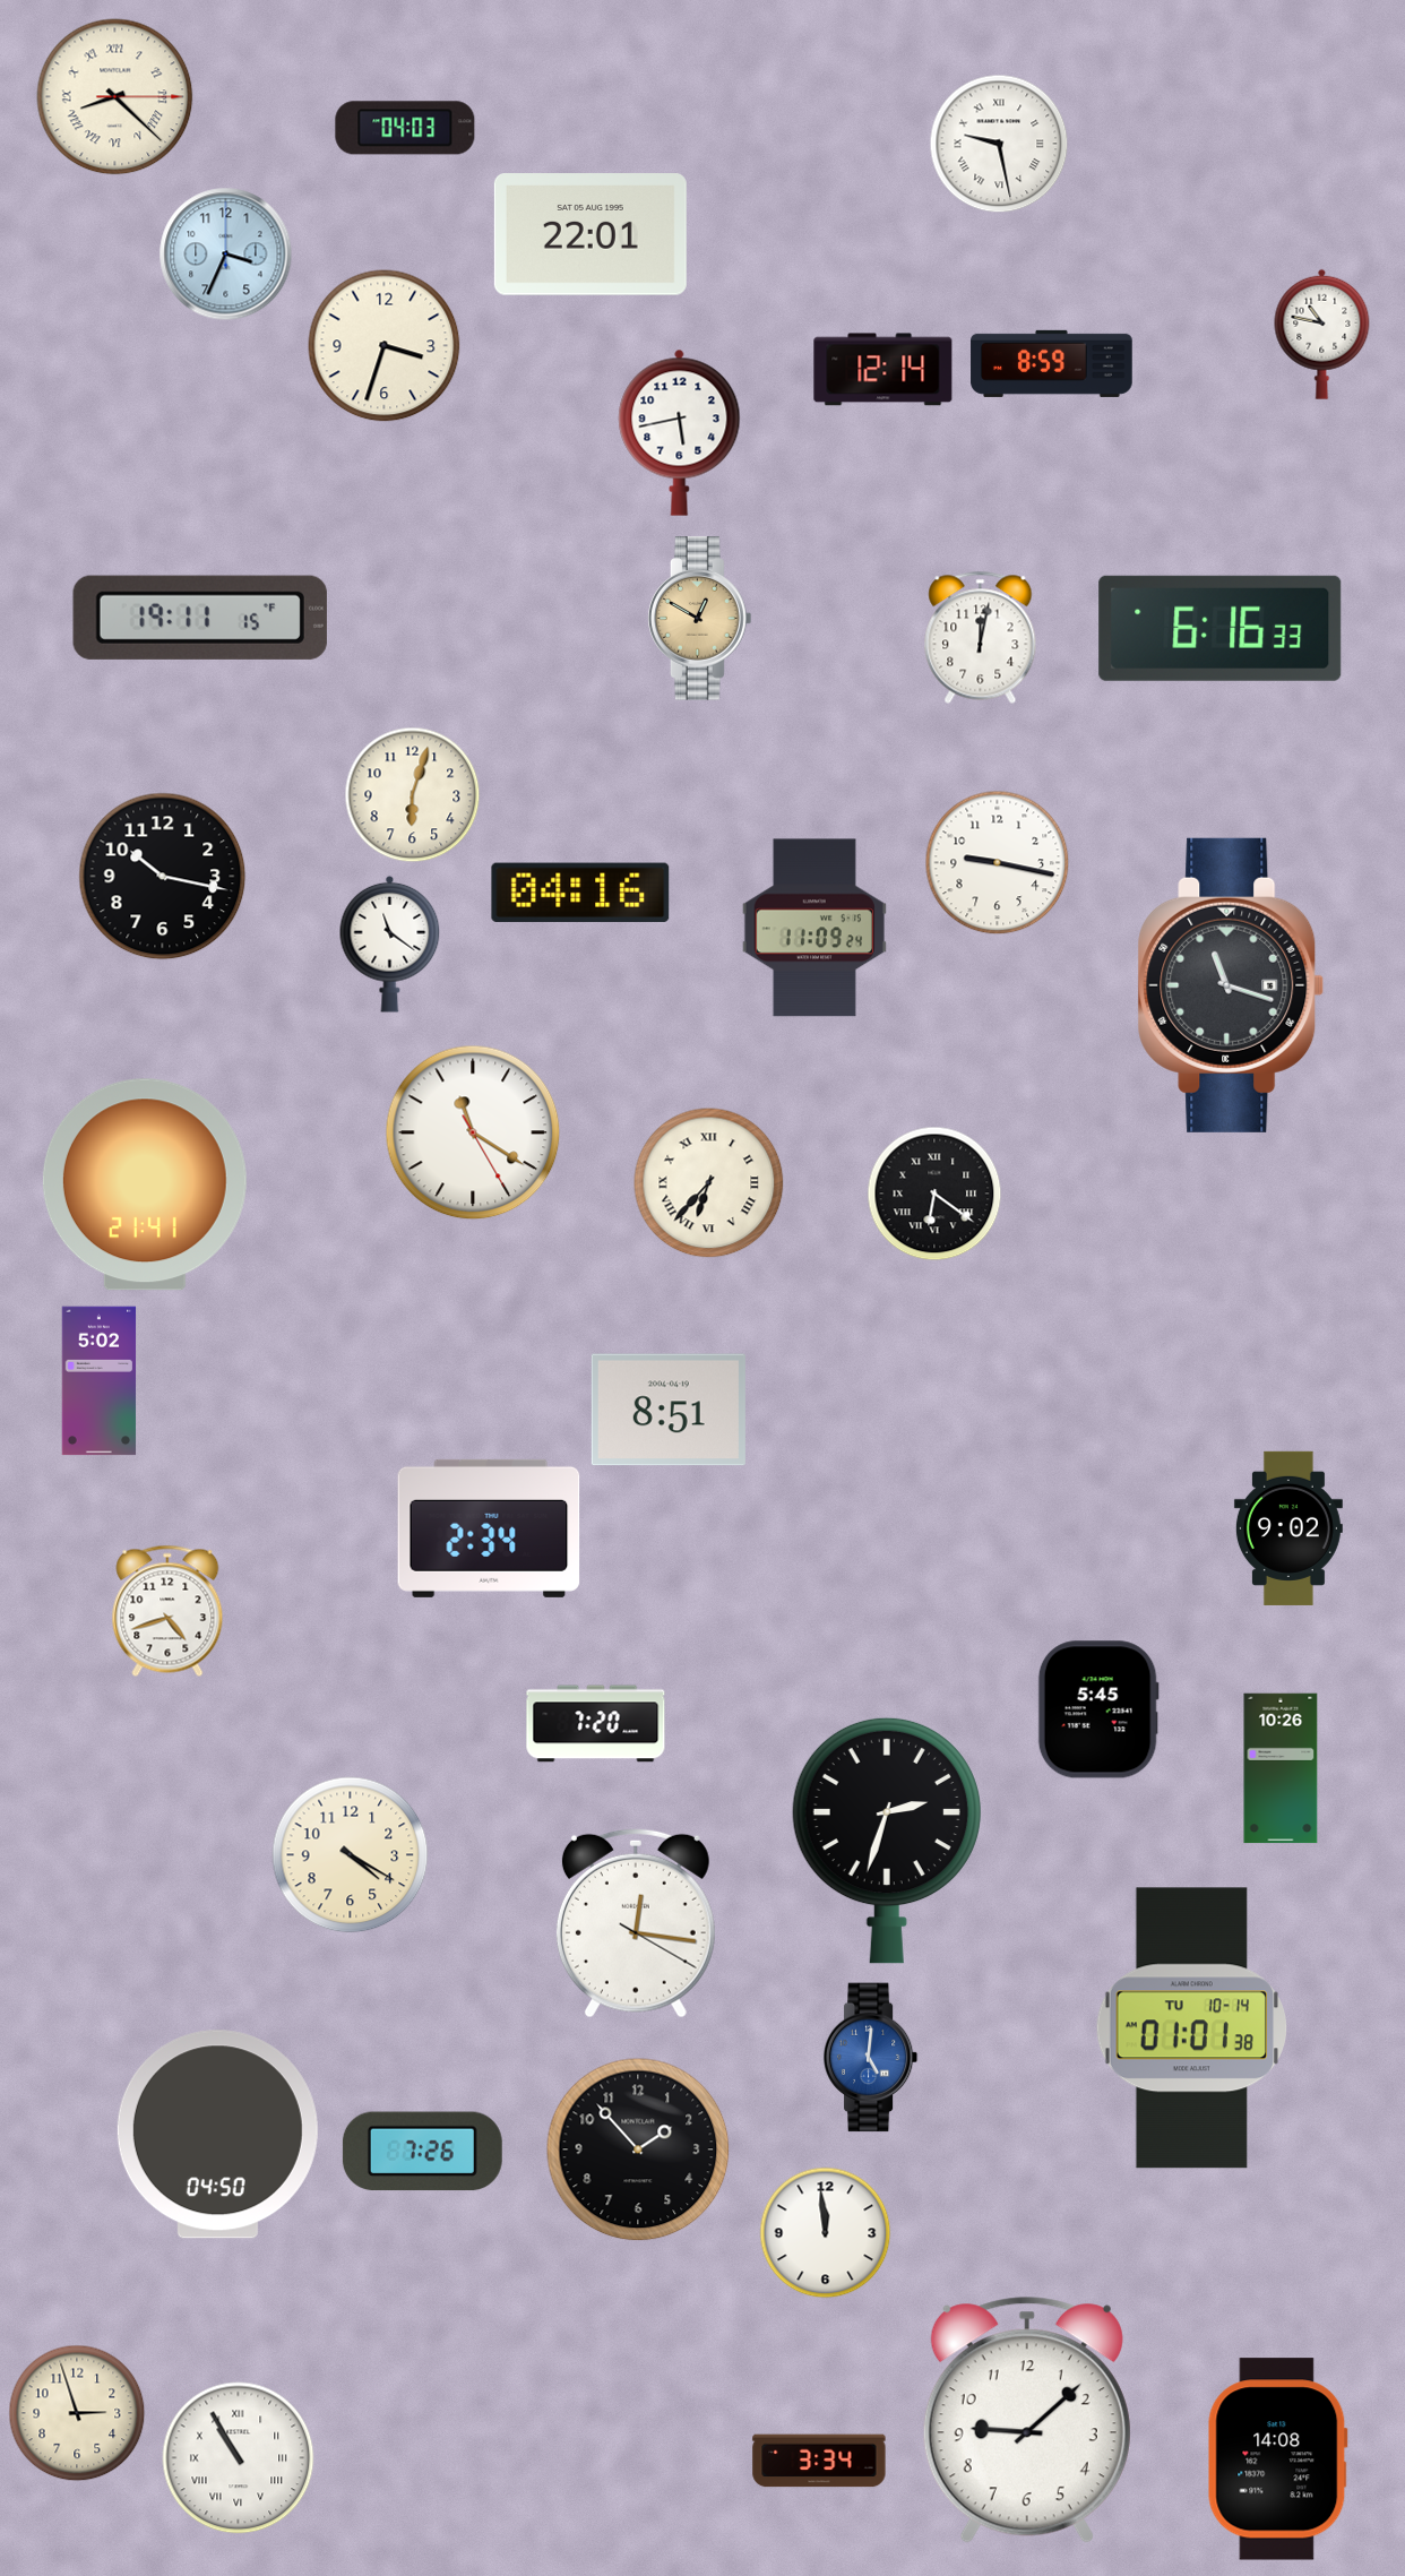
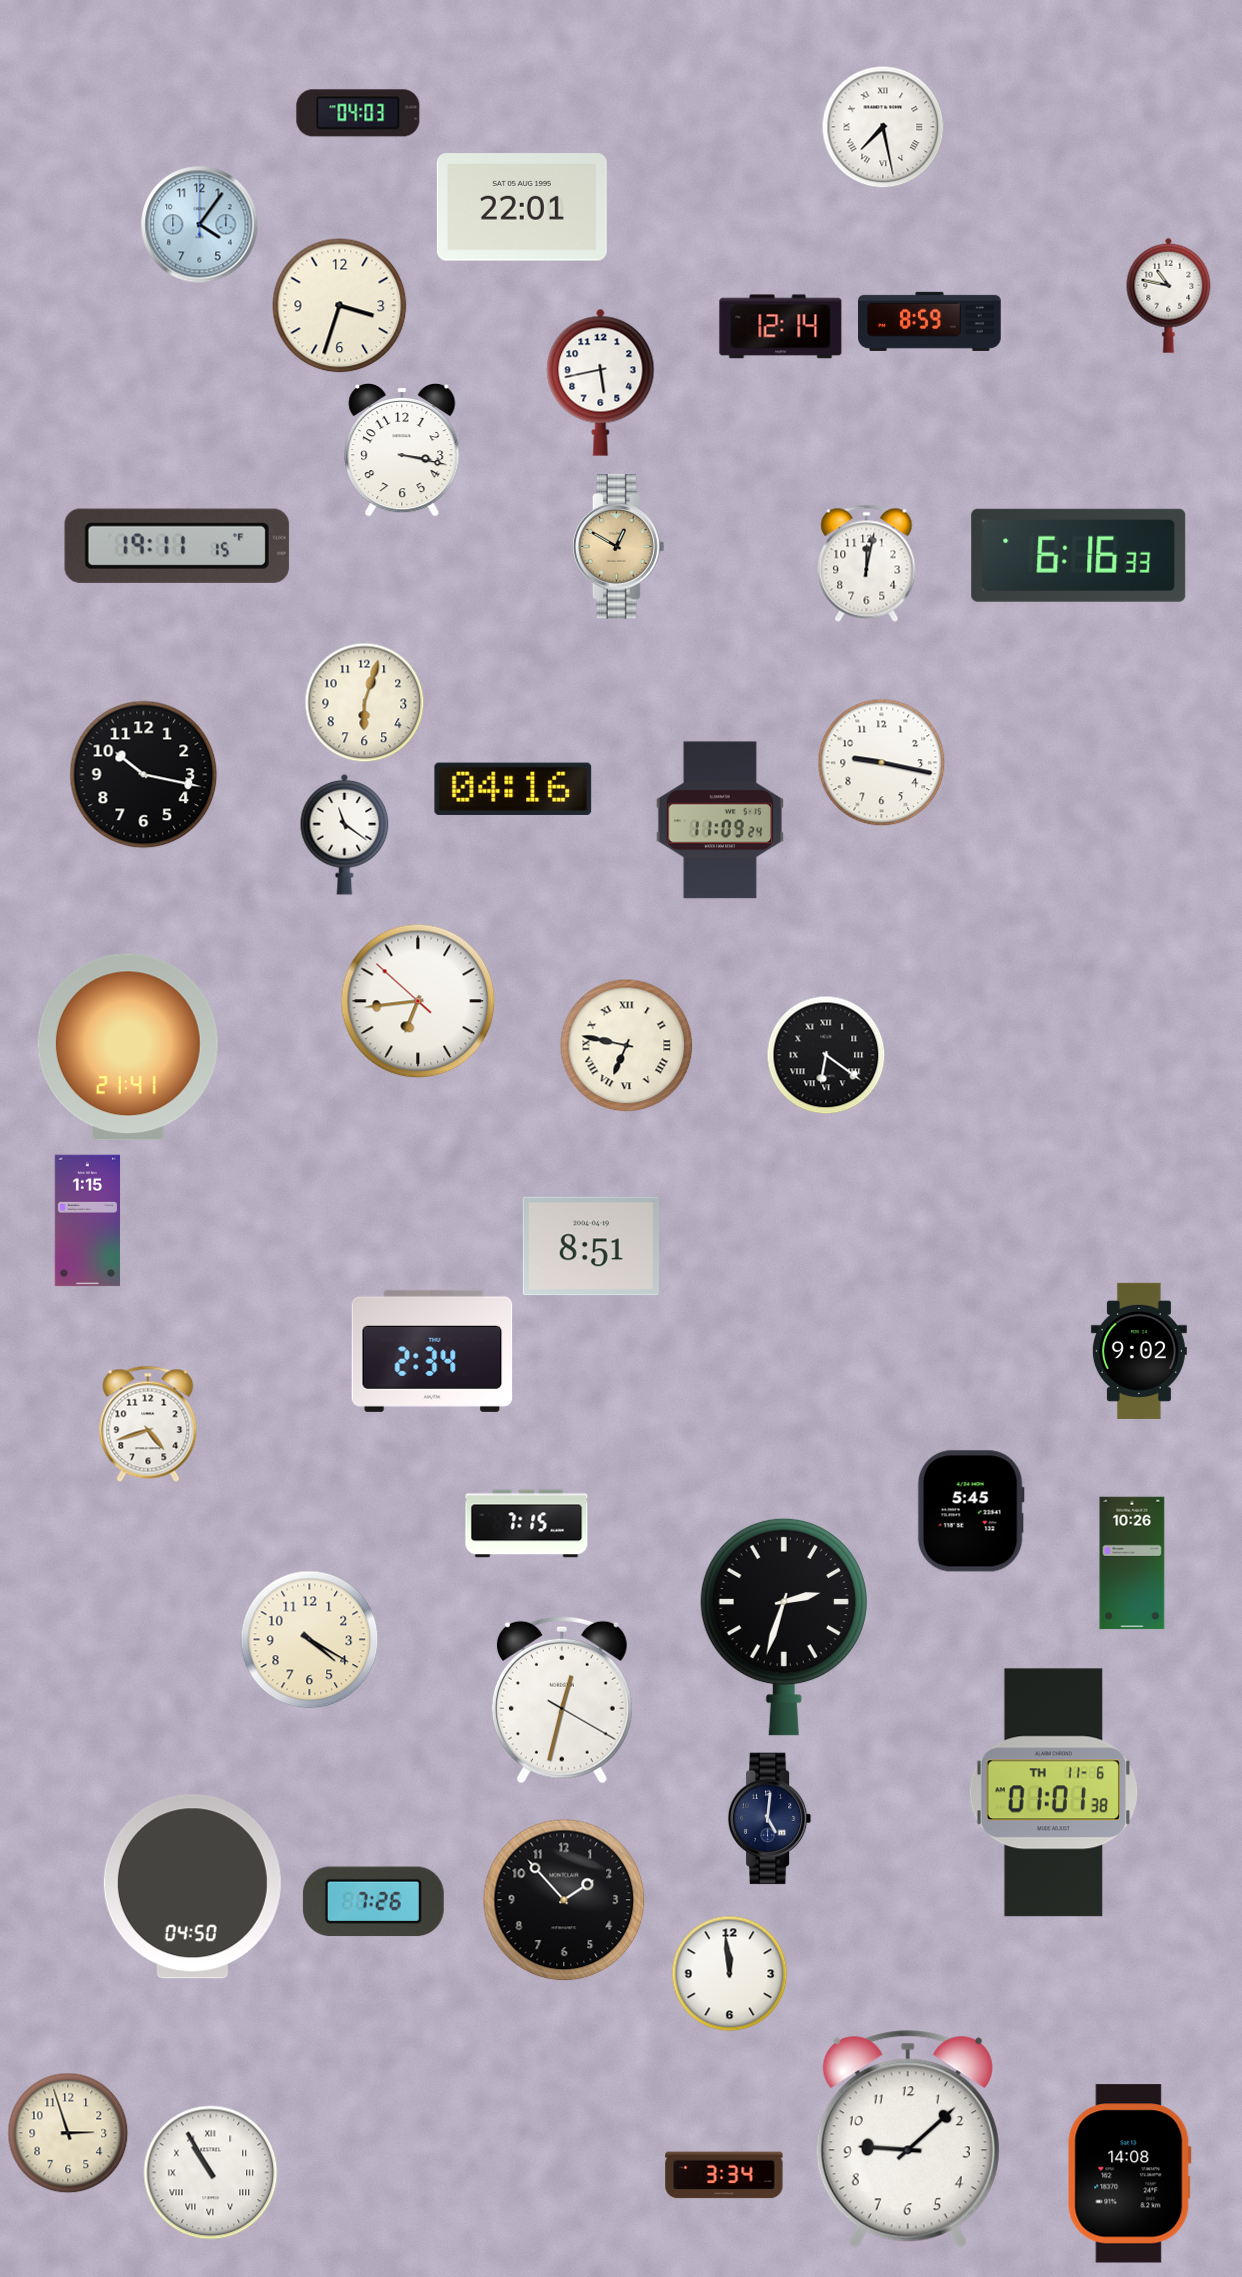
clock at (115, 97): 8:22 -> none
clock at (999, 144): 9:28 -> 7:28
clock at (226, 255): 3:34 -> 4:06
clock at (402, 450): none -> 3:17
clock at (1231, 985): 11:18 -> none
clock at (473, 1132): 11:20 -> 6:43
clock at (709, 1183): 6:37 -> 6:47
clock at (100, 1381): 5:02 -> 1:15
clock at (596, 1724): 7:20 -> 7:15
clock at (636, 1923): 12:16 -> 12:32
clock at (1192, 2028) date: TU 10-14 -> TH 11-6
clock at (871, 2058) dial: blue -> navy
